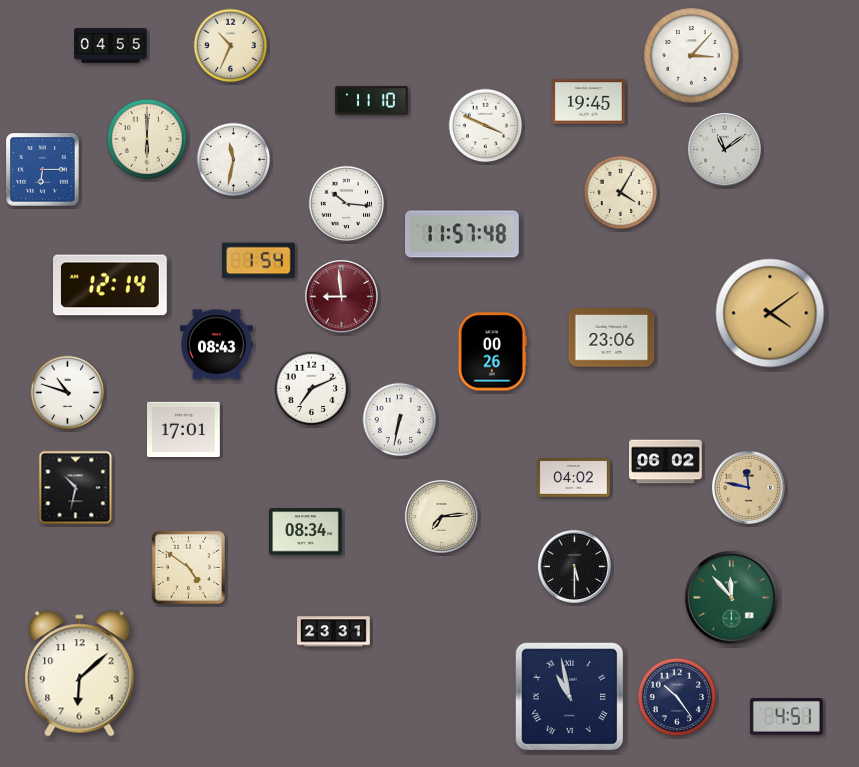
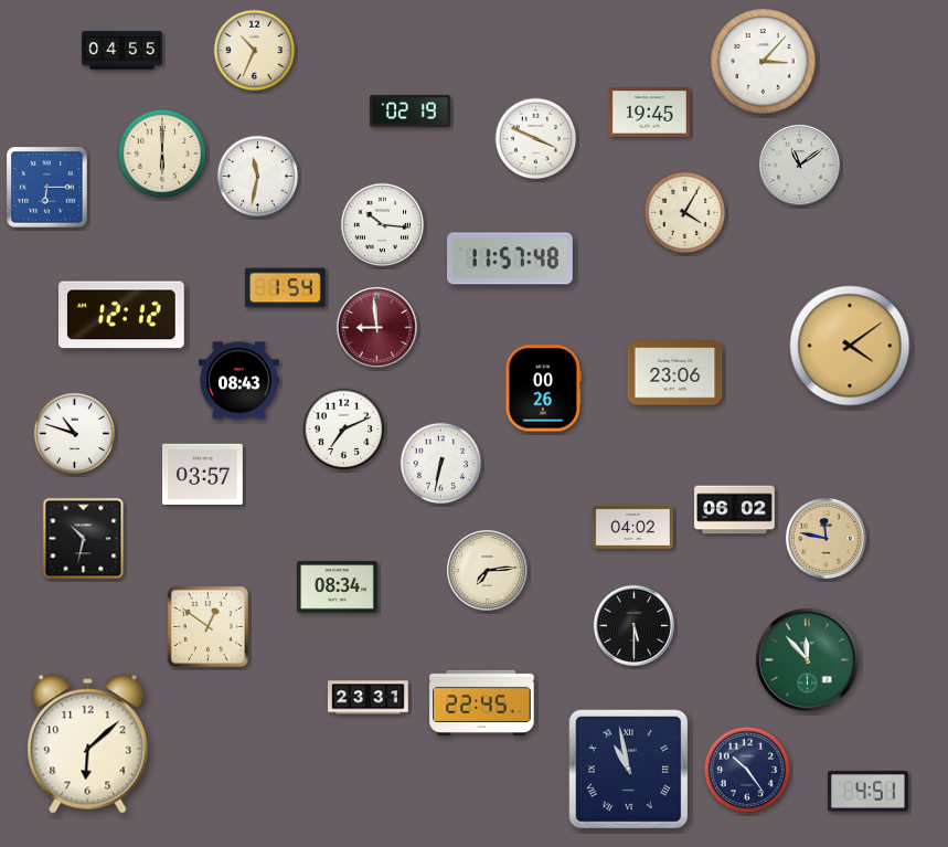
clock at (372, 101): 11:10 -> 02:19
clock at (111, 285): 12:14 -> 12:12
clock at (184, 429): 17:01 -> 03:57
clock at (188, 567): 4:51 -> 12:51
clock at (482, 702): none -> 22:45
